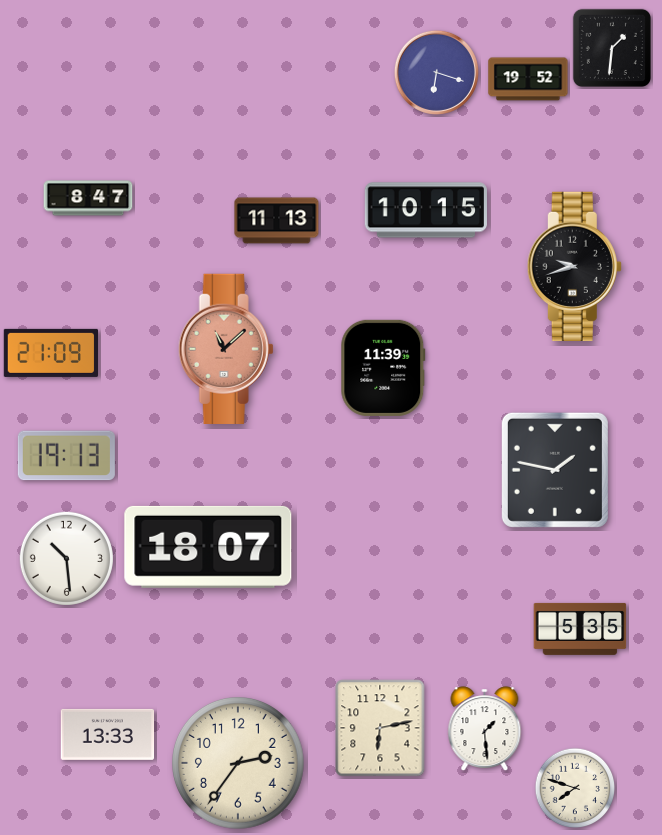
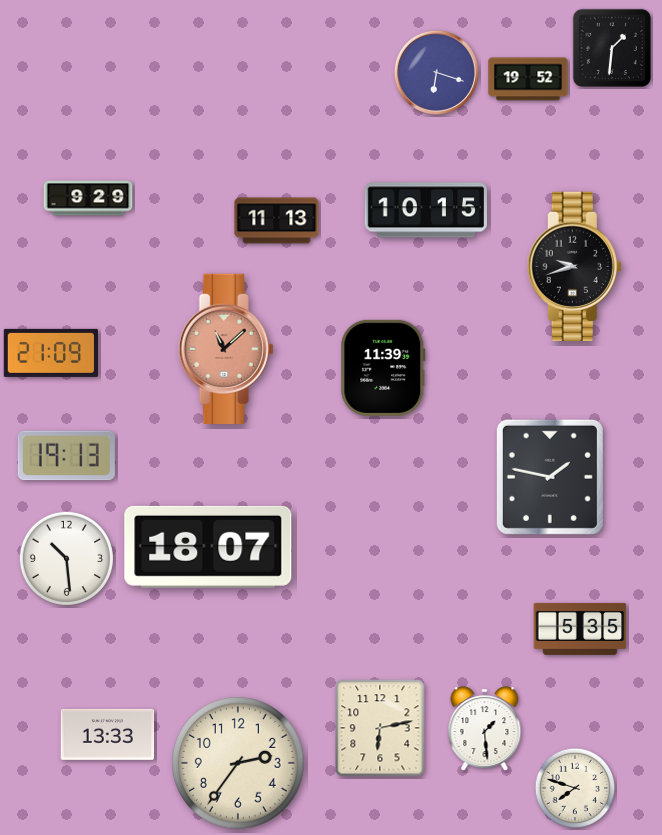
clock at (88, 198): 8:47 -> 9:29
clock at (555, 470) position: (555, 470) -> (550, 477)
